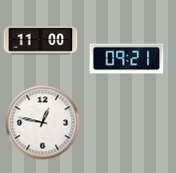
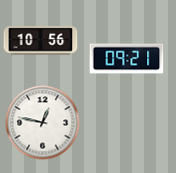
clock at (41, 41): 11:00 -> 10:56
